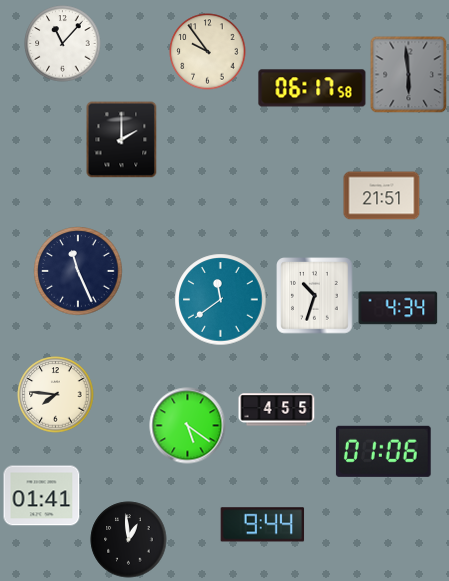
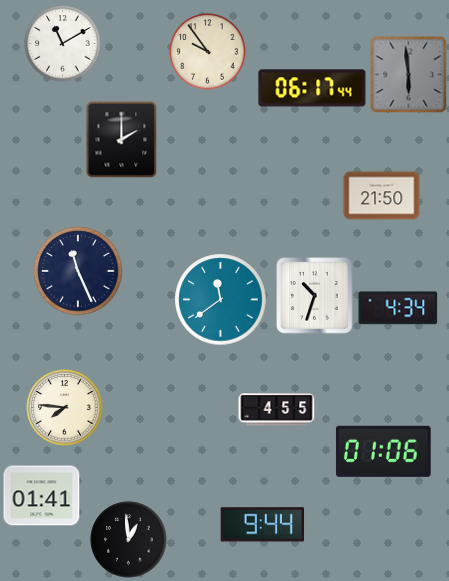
clock at (63, 44): 11:07 -> 11:10
clock at (312, 88): 06:17:58 -> 06:17:44
clock at (382, 196): 21:51 -> 21:50
clock at (56, 395) position: (56, 395) -> (65, 408)
clock at (188, 426): 5:21 -> none
